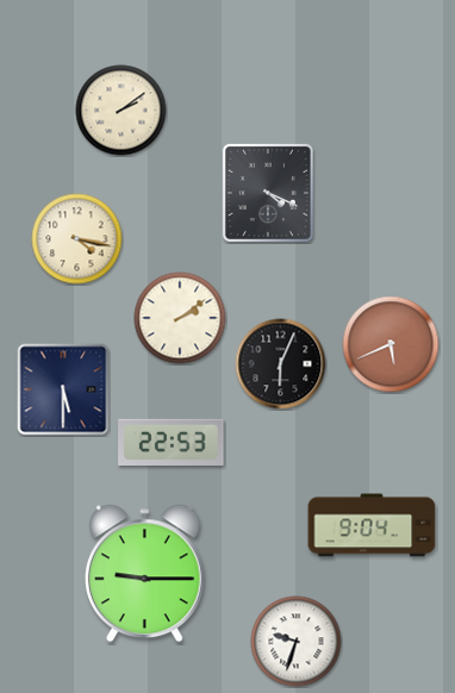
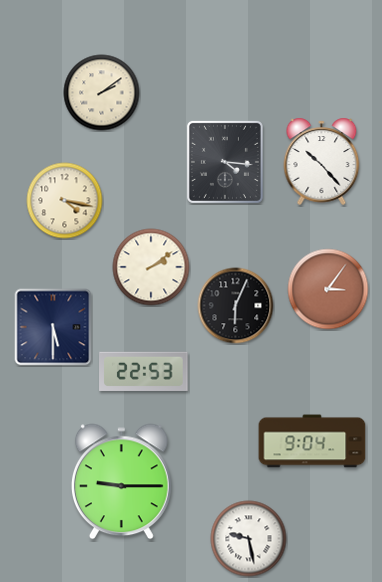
clock at (322, 161): none -> 10:23
clock at (268, 193): 4:19 -> 4:16
clock at (391, 344): 5:41 -> 3:06
clock at (297, 642): 9:33 -> 9:28
